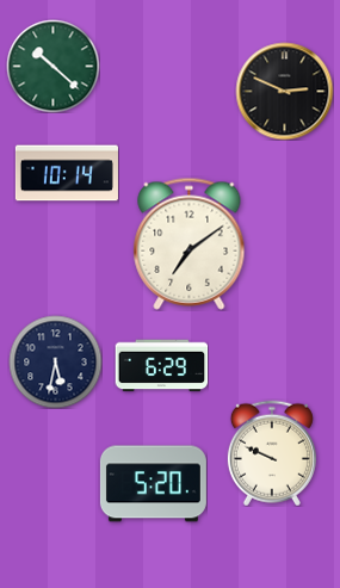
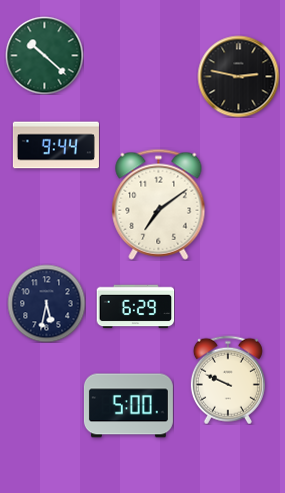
clock at (284, 91): 2:49 -> 2:47
clock at (67, 173): 10:14 -> 9:44
clock at (153, 484): 5:20 -> 5:00
